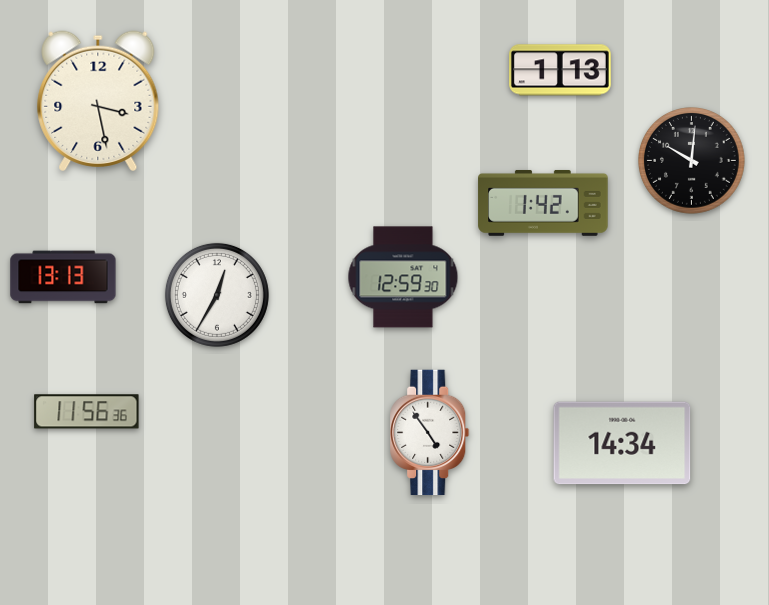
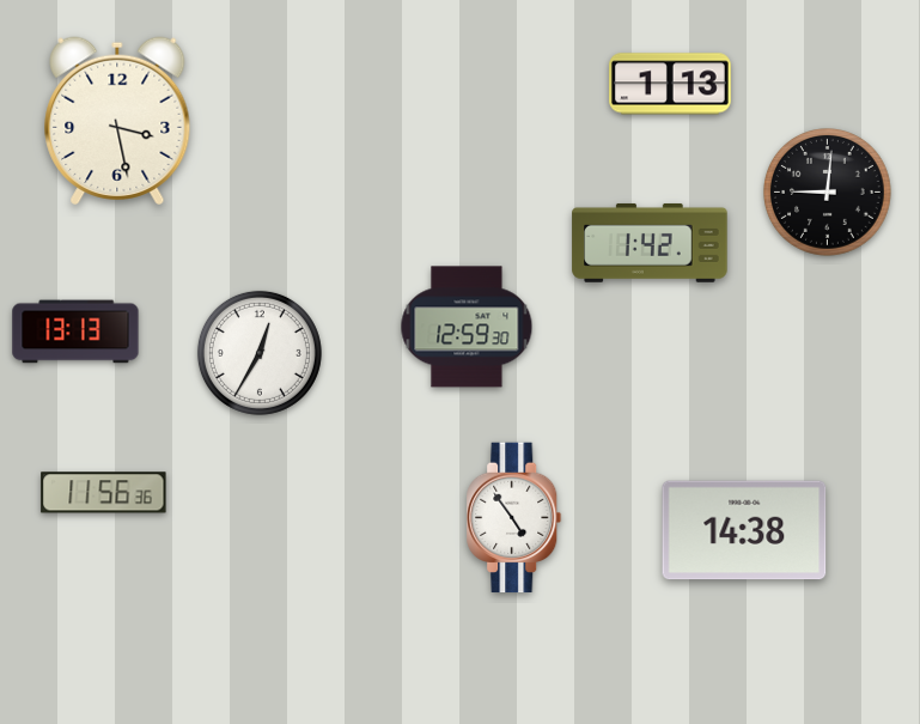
clock at (692, 161): 10:01 -> 9:01
clock at (403, 277) position: (403, 277) -> (467, 327)
clock at (622, 443): 14:34 -> 14:38
